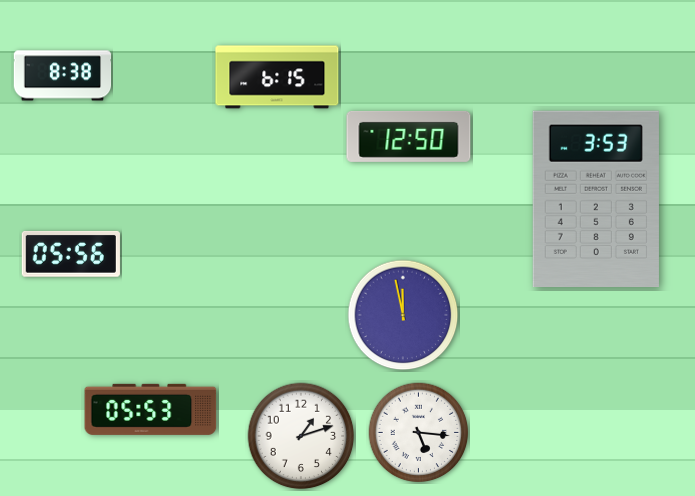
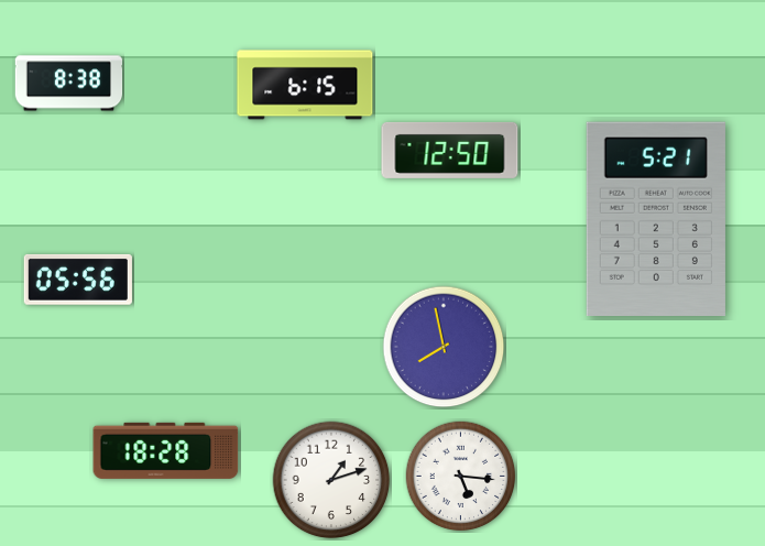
clock at (596, 198): 3:53 -> 5:21
clock at (403, 315): 11:58 -> 7:58
clock at (151, 409): 05:53 -> 18:28
